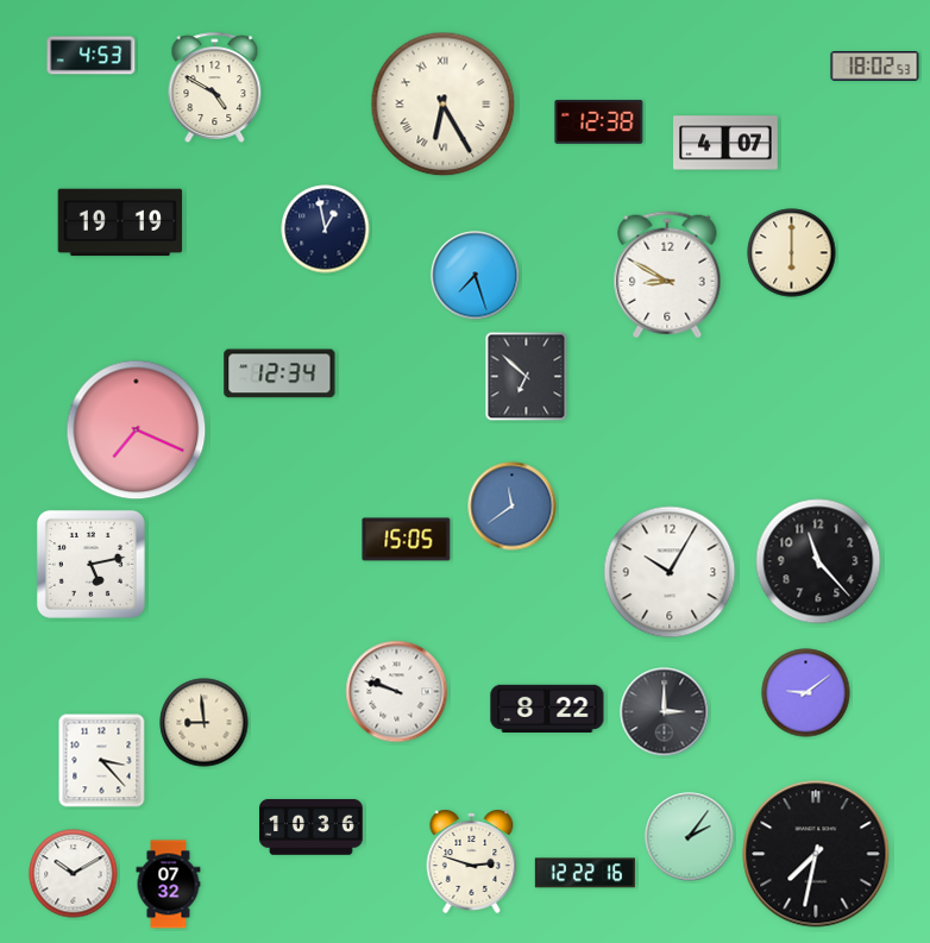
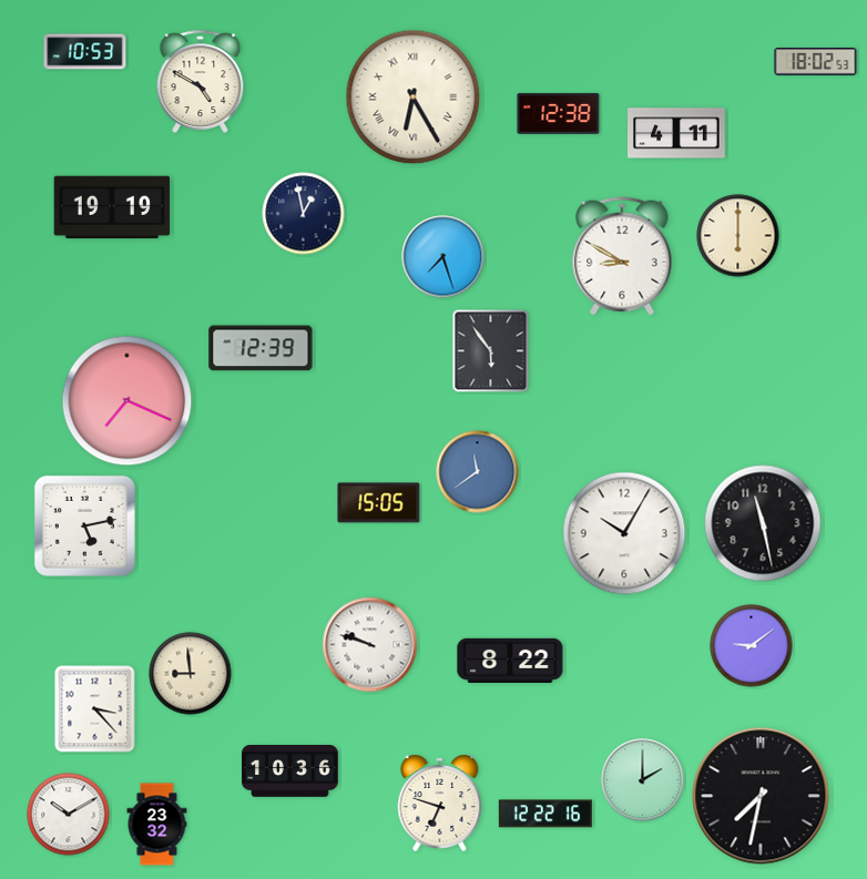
clock at (92, 56): 4:53 -> 10:53
clock at (725, 143): 4:07 -> 4:11
clock at (279, 373): 12:34 -> 12:39
clock at (527, 377): 6:52 -> 5:54
clock at (818, 561): 11:23 -> 11:28
clock at (665, 712): 3:00 -> none
clock at (690, 837): 2:06 -> 2:00
clock at (472, 861): 2:48 -> 6:48
clock at (169, 885): 07:32 -> 23:32
